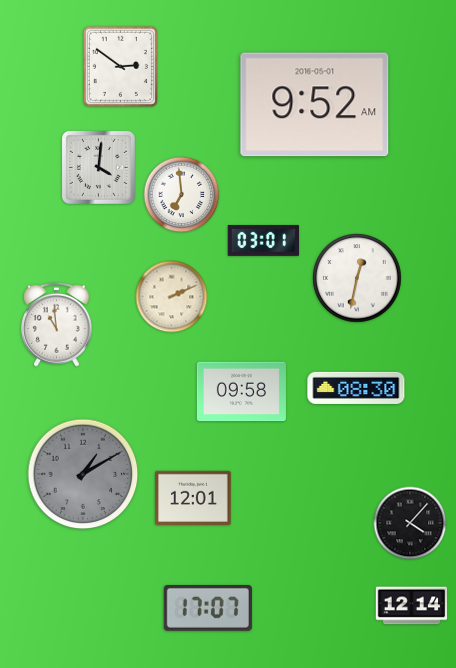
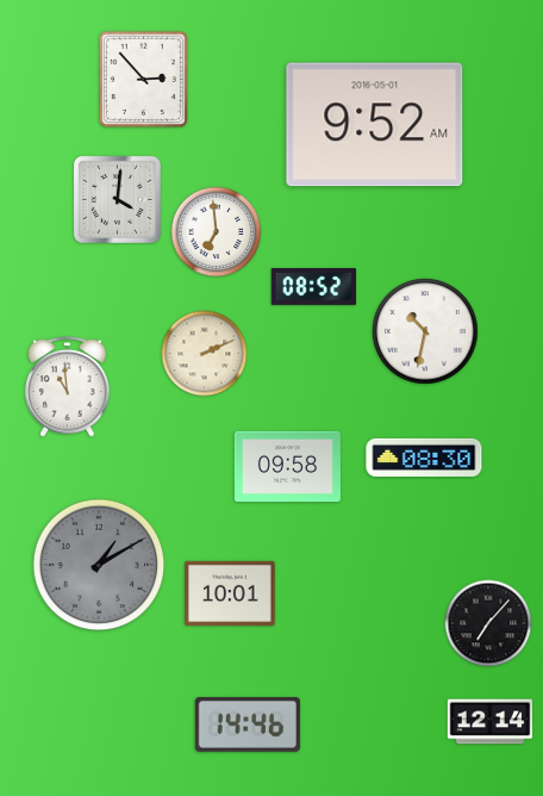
clock at (120, 66): 2:51 -> 2:53
clock at (264, 240): 03:01 -> 08:52
clock at (357, 278): 12:32 -> 10:32
clock at (356, 388) position: (356, 388) -> (424, 458)
clock at (193, 498): 12:01 -> 10:01
clock at (410, 523): 4:07 -> 7:07
clock at (208, 608): 17:07 -> 14:46
